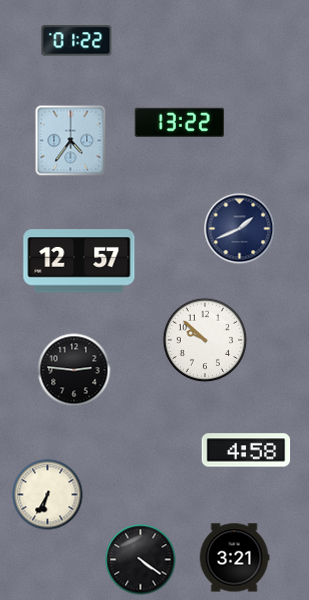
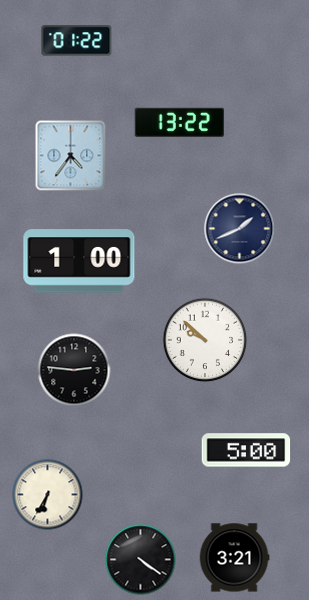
clock at (71, 141) position: (71, 141) -> (71, 156)
clock at (79, 261): 12:57 -> 1:00
clock at (246, 450): 4:58 -> 5:00
